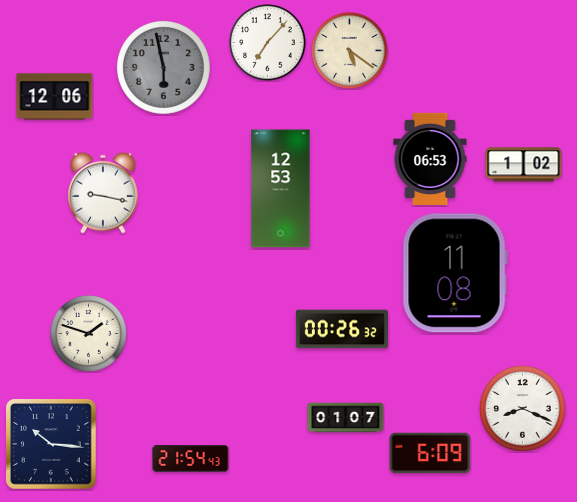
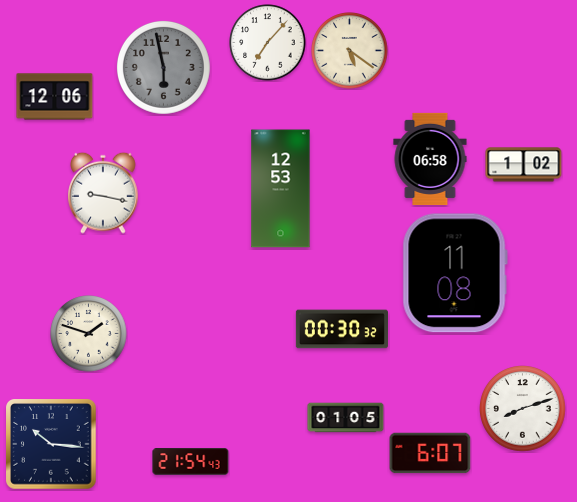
clock at (430, 159): 06:53 -> 06:58
clock at (342, 329): 00:26 -> 00:30
clock at (523, 409): 8:19 -> 8:12
clock at (346, 418): 01:07 -> 01:05
clock at (430, 453): 6:09 -> 6:07
clock at (191, 459) position: (191, 459) -> (191, 462)
